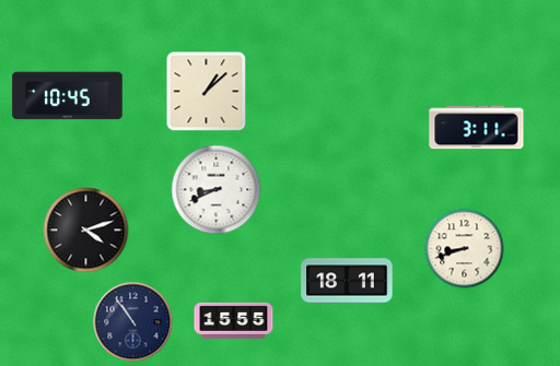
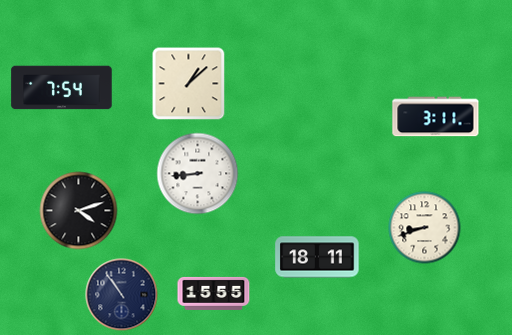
clock at (68, 96): 10:45 -> 7:54
clock at (217, 190): 8:41 -> 8:44
